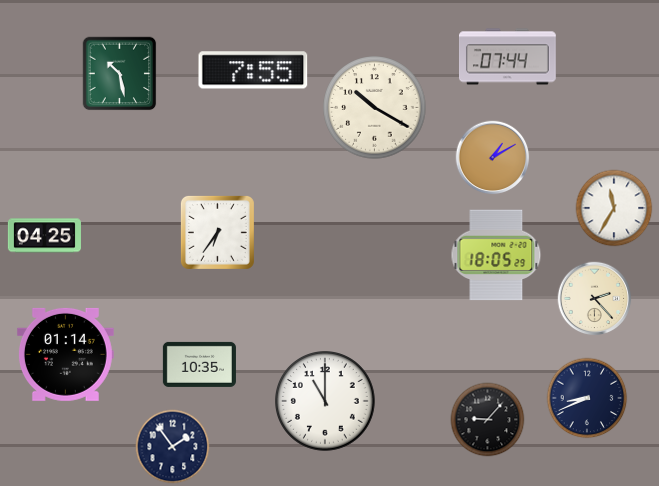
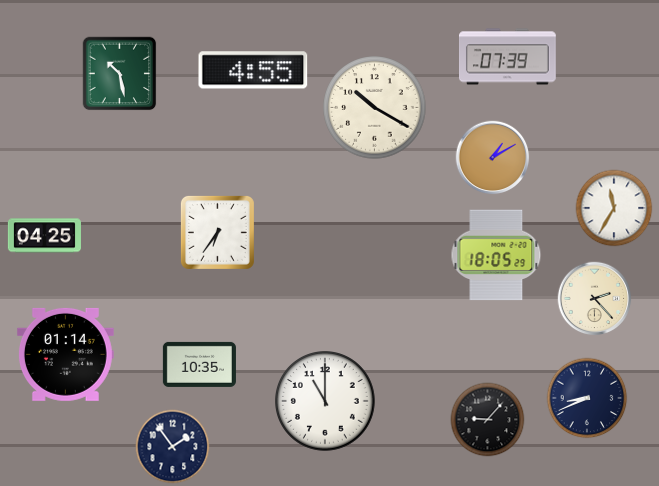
clock at (508, 57): 07:44 -> 07:39
clock at (253, 70): 7:55 -> 4:55
